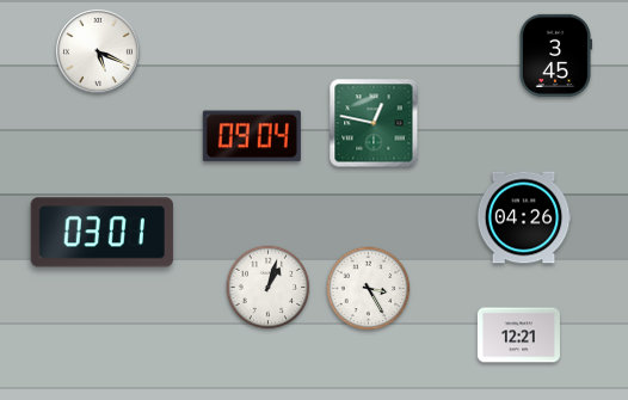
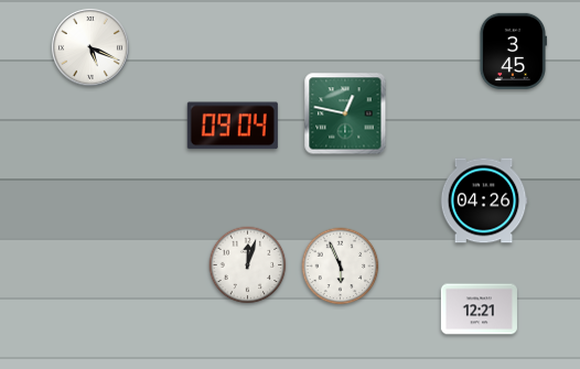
clock at (101, 233): 03:01 -> none
clock at (269, 288): 1:03 -> 12:03
clock at (369, 289): 3:25 -> 5:56
